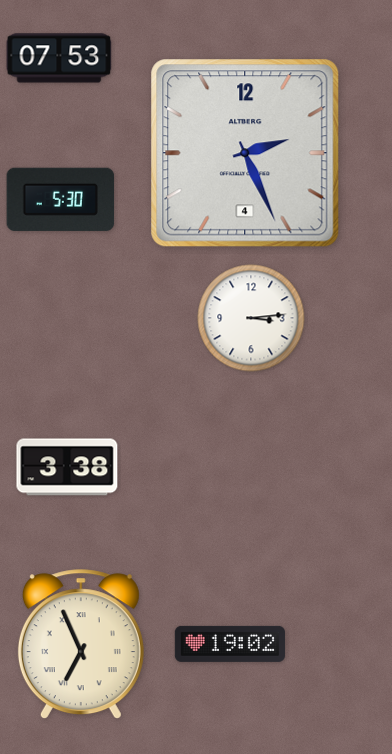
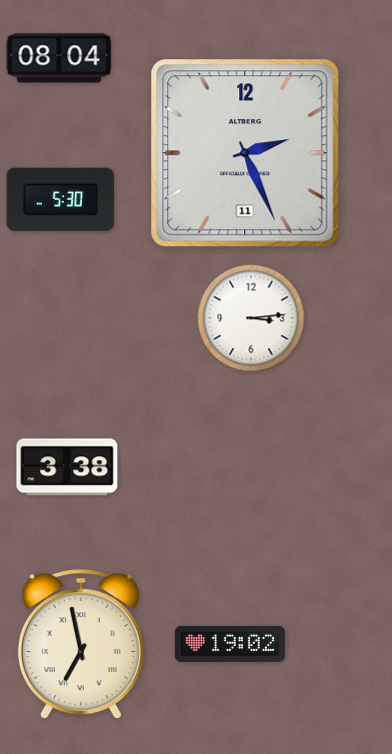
clock at (59, 58): 07:53 -> 08:04
clock at (245, 153) date: 4 -> 11
clock at (81, 645): 6:56 -> 6:58
